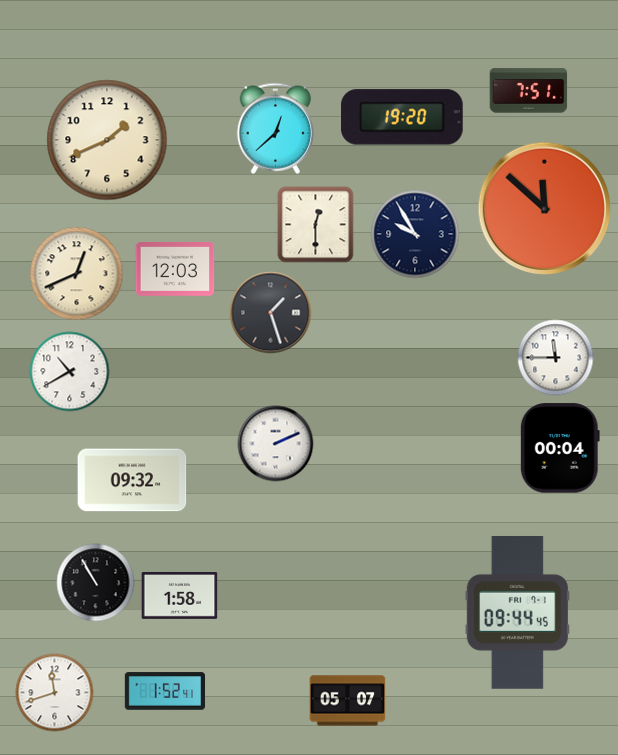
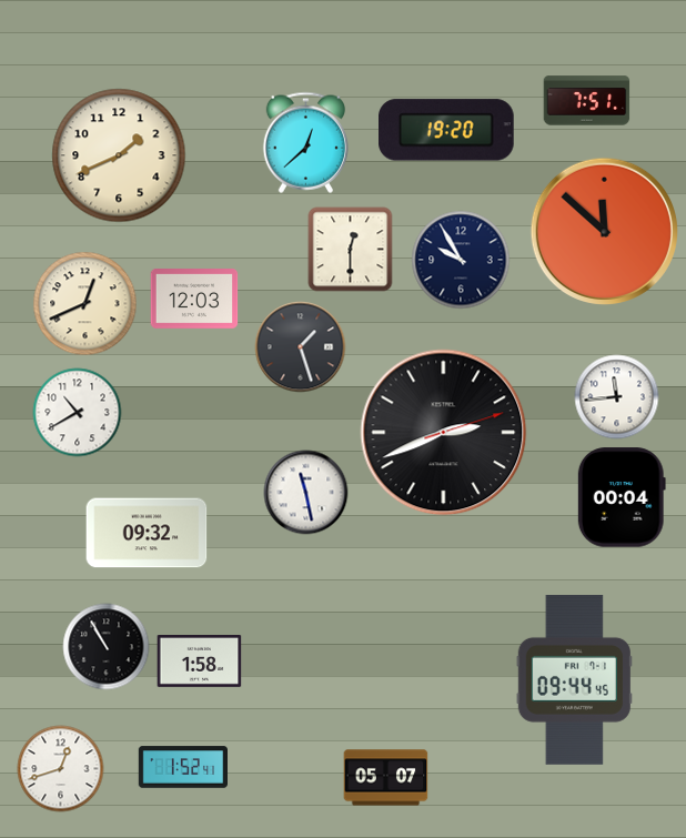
clock at (556, 358): 11:45 -> 11:44
clock at (444, 433): none -> 2:41
clock at (276, 444): 2:11 -> 11:28
clock at (55, 693): 11:42 -> 12:42
